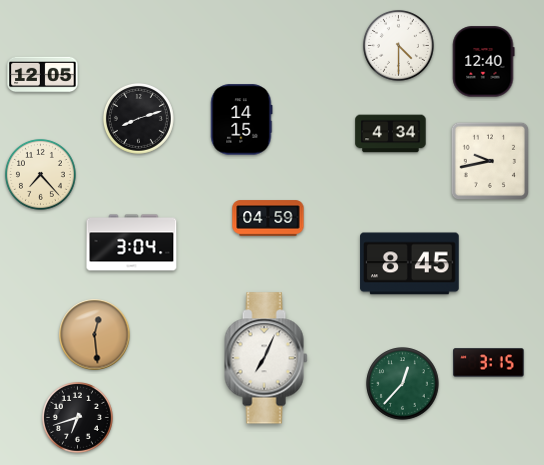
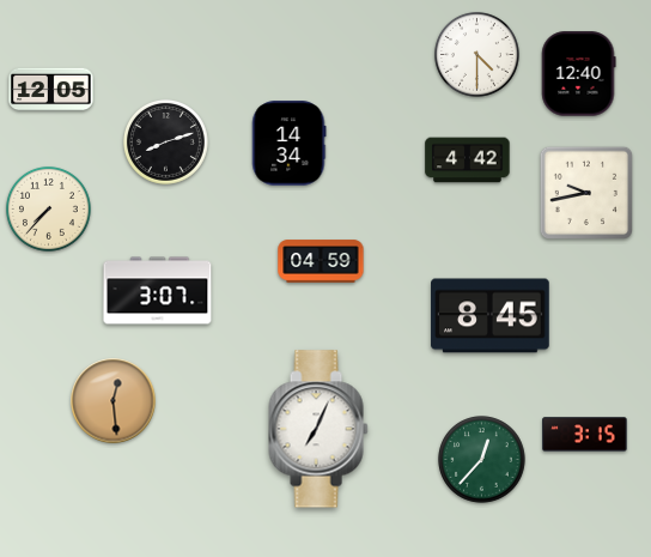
clock at (241, 120): 14:15 -> 14:34
clock at (391, 134): 4:34 -> 4:42
clock at (40, 174): 7:23 -> 7:37
clock at (132, 243): 3:04 -> 3:07
clock at (77, 417): 6:42 -> none
